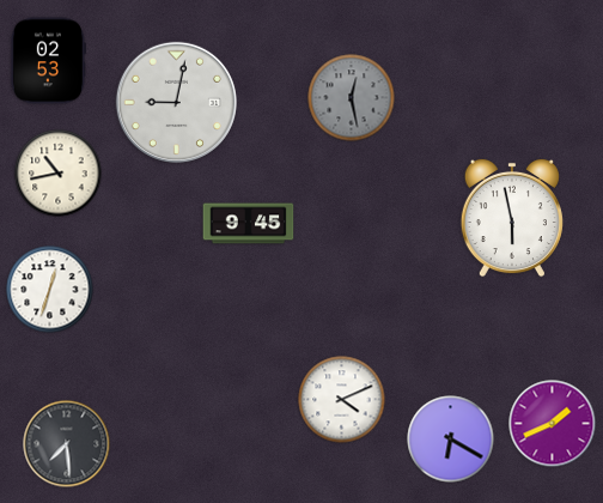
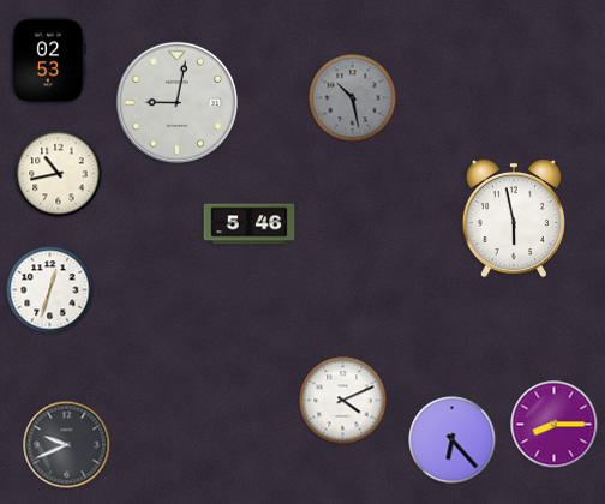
clock at (352, 98): 12:28 -> 10:28
clock at (249, 224): 9:45 -> 5:46
clock at (553, 424): 1:41 -> 8:15
clock at (451, 440): 6:20 -> 6:23
clock at (67, 444): 7:29 -> 9:41
